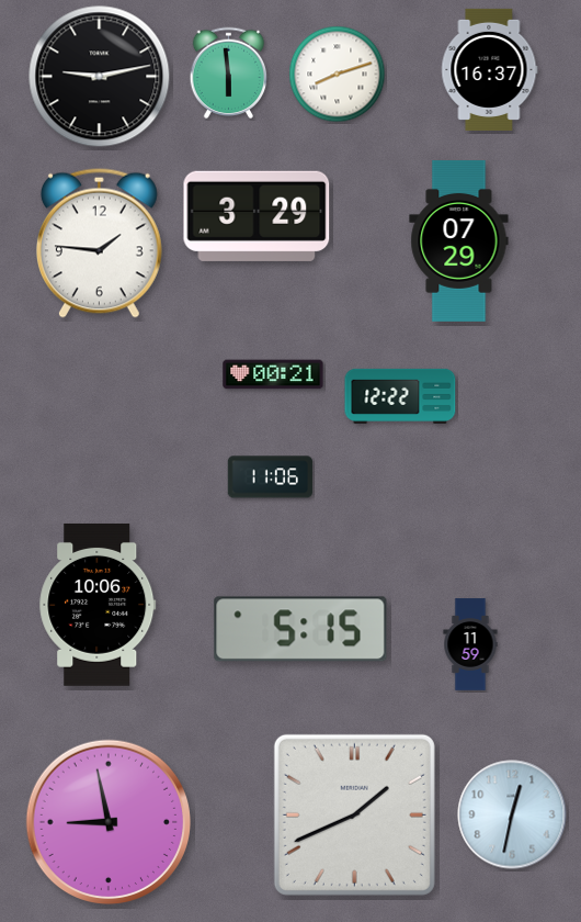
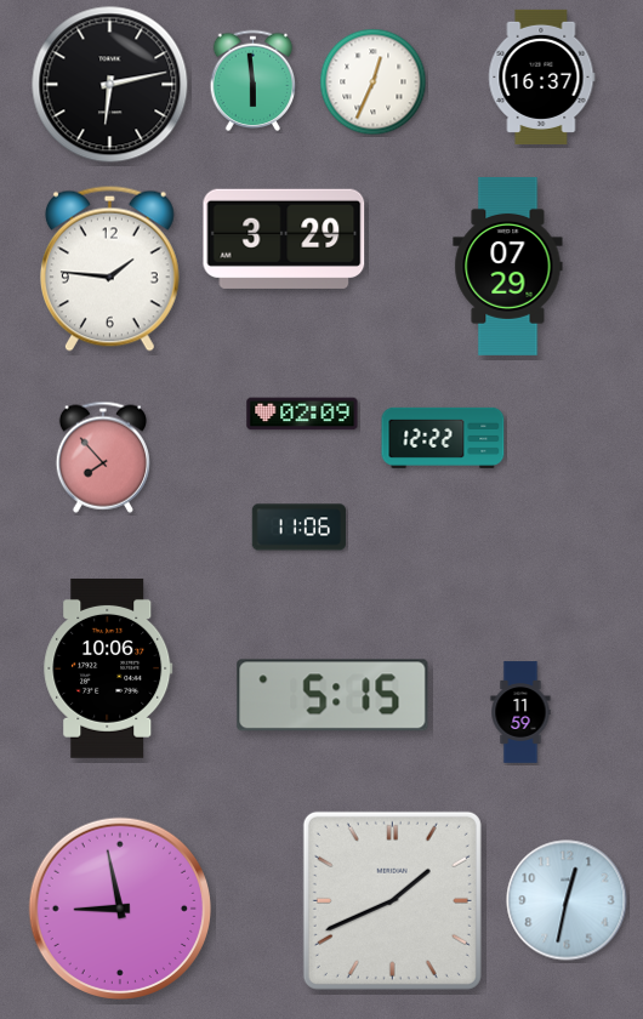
clock at (338, 75): 8:12 -> 12:34
clock at (100, 77): 9:13 -> 6:13
clock at (273, 374): 00:21 -> 02:09
clock at (103, 457): none -> 7:53
